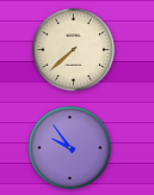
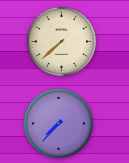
clock at (69, 147): 9:54 -> 7:37
